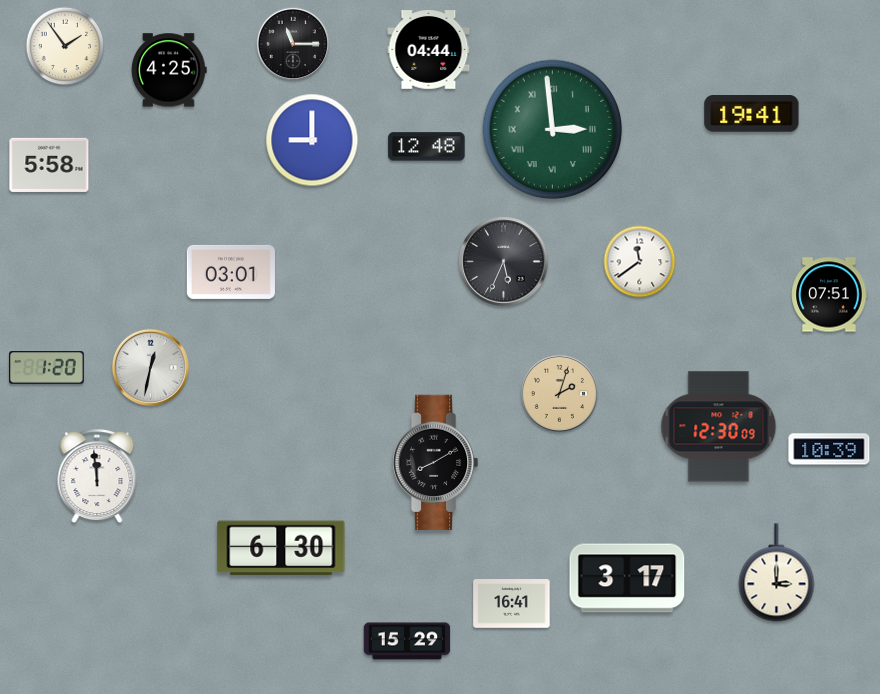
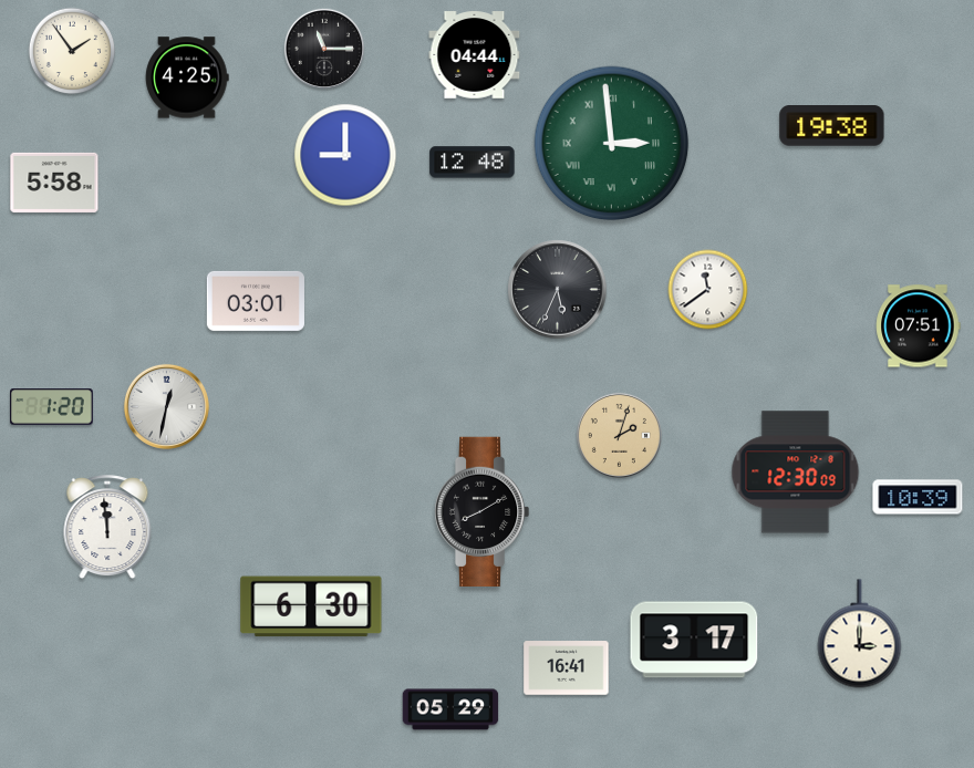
clock at (752, 114): 19:41 -> 19:38
clock at (407, 641): 15:29 -> 05:29
